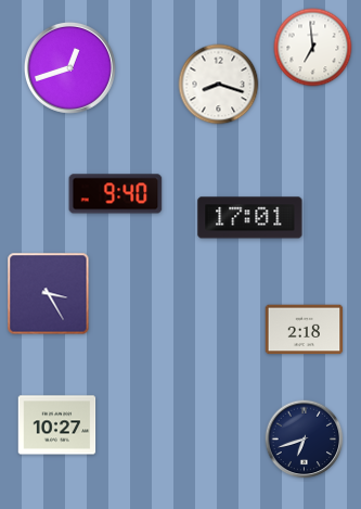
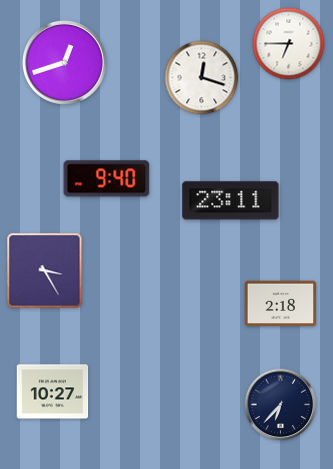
clock at (313, 48): 6:59 -> 6:45
clock at (219, 85): 8:18 -> 12:18
clock at (250, 218): 17:01 -> 23:11
clock at (305, 440): 6:42 -> 6:37
